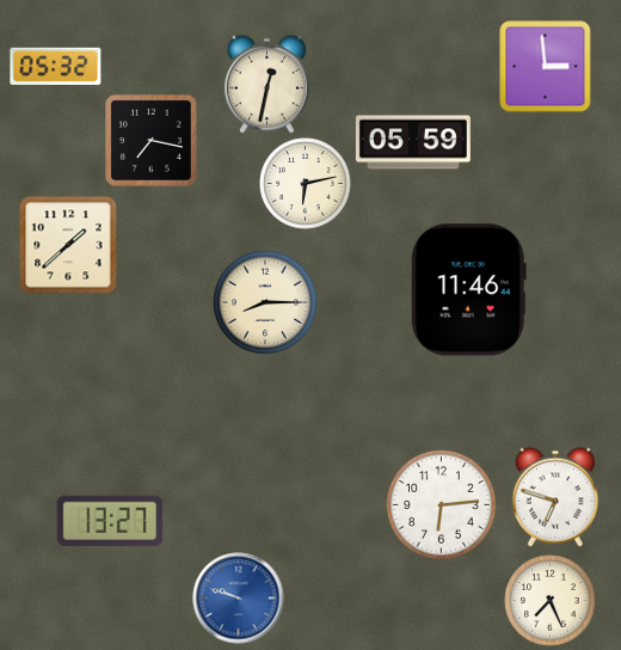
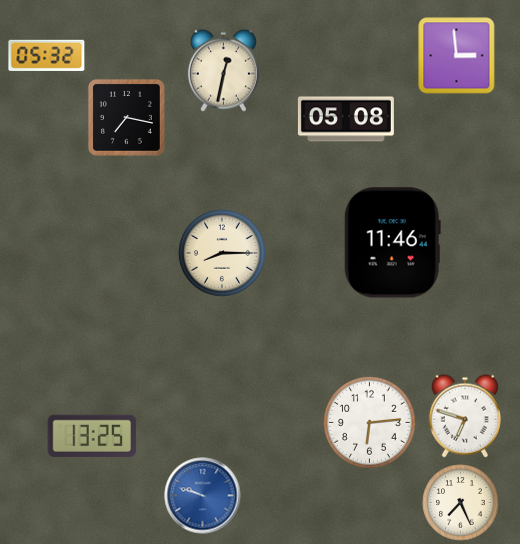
clock at (413, 142): 05:59 -> 05:08
clock at (306, 184): 6:13 -> none
clock at (68, 245): 1:38 -> none
clock at (110, 521): 13:27 -> 13:25
clock at (239, 599) position: (239, 599) -> (203, 496)
